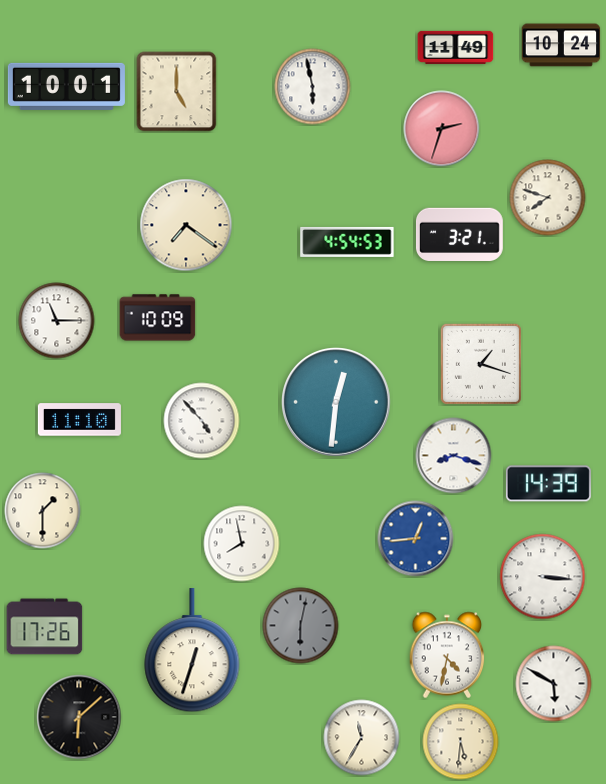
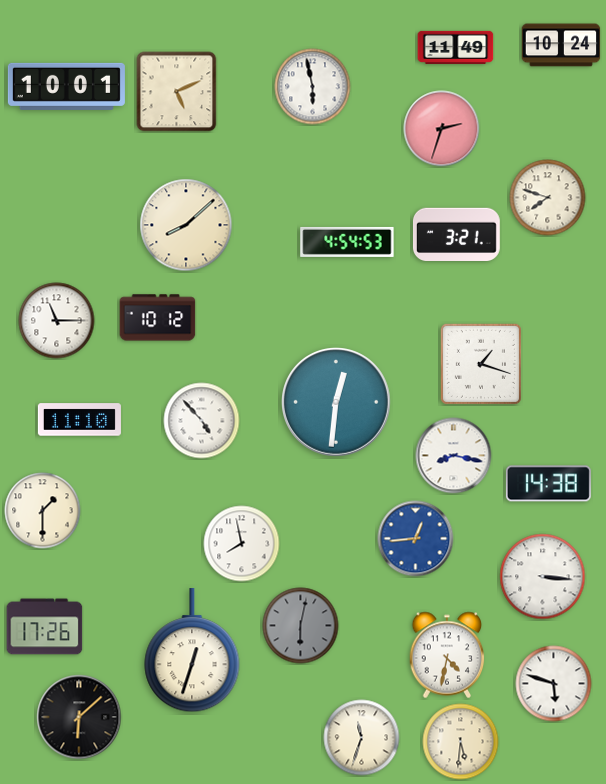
clock at (177, 92): 5:00 -> 5:11
clock at (186, 225): 7:21 -> 8:08
clock at (459, 234) position: (459, 234) -> (456, 234)
clock at (158, 318): 10:09 -> 10:12
clock at (454, 456): 8:18 -> 8:17
clock at (548, 484): 14:39 -> 14:38
clock at (554, 684): 5:50 -> 5:48
clock at (362, 738): 11:35 -> 11:33
